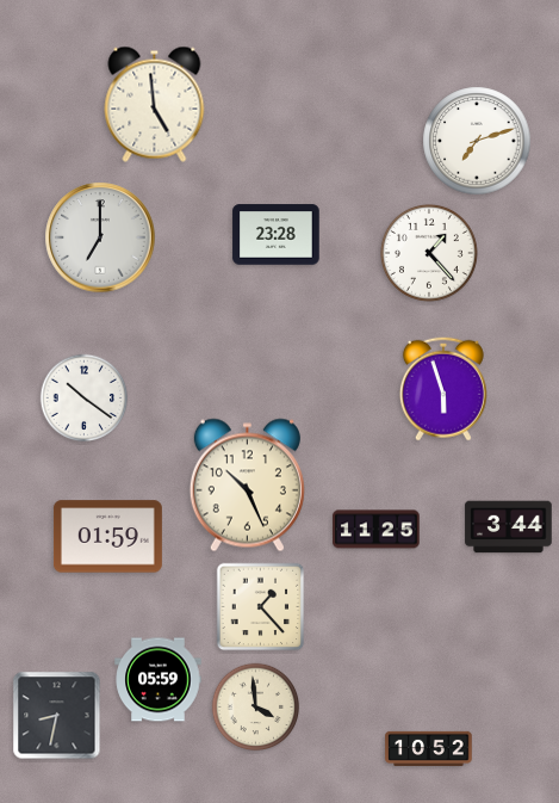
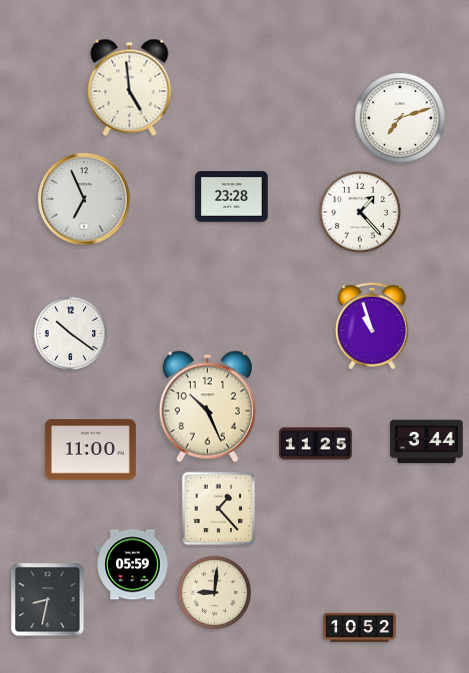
clock at (100, 237): 7:00 -> 6:56
clock at (443, 389): 5:57 -> 10:57
clock at (107, 537): 01:59 -> 11:00
clock at (159, 680) position: (159, 680) -> (133, 565)
clock at (256, 708): 3:59 -> 9:01
